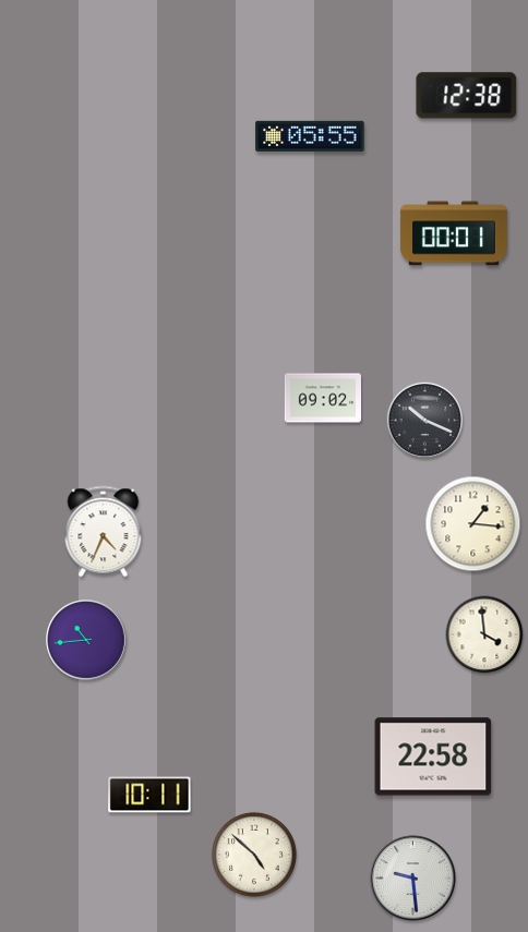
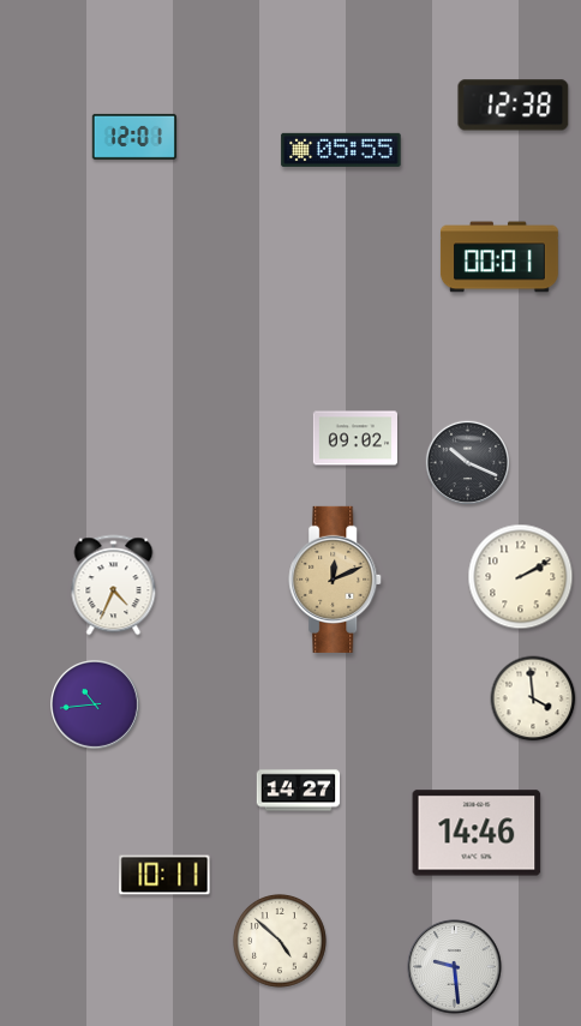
clock at (134, 137): none -> 12:01
clock at (473, 524): 1:16 -> 2:10
clock at (336, 580): none -> 12:11
clock at (299, 791): none -> 14:27
clock at (433, 757): 22:58 -> 14:46
